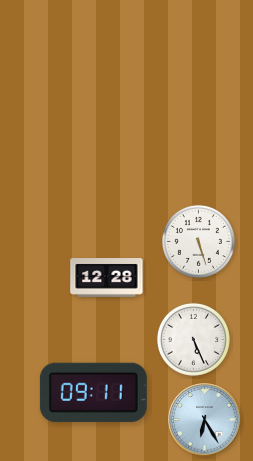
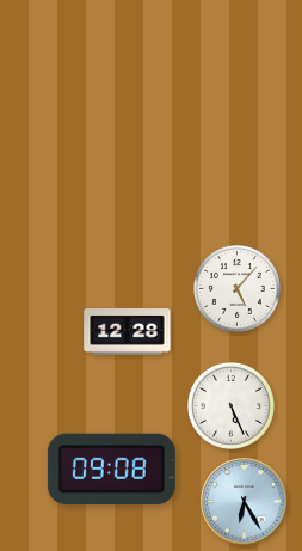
clock at (198, 241): 5:27 -> 5:07
clock at (93, 392): 09:11 -> 09:08
